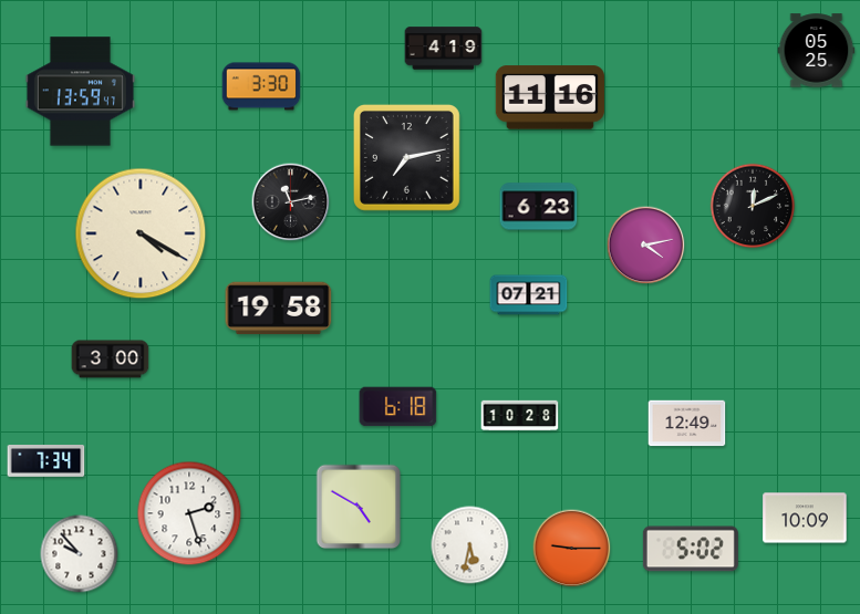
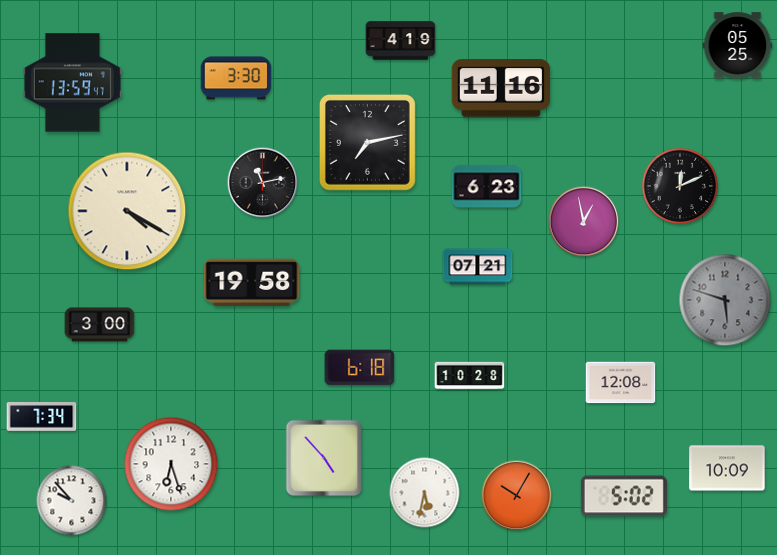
clock at (444, 49) position: (444, 49) -> (401, 41)
clock at (550, 97) position: (550, 97) -> (501, 88)
clock at (646, 246): 4:13 -> 12:58
clock at (279, 309) position: (279, 309) -> (252, 283)
clock at (725, 300): none -> 5:48
clock at (687, 424): 12:49 -> 12:08
clock at (359, 507): 4:50 -> 4:53
clock at (189, 513): 2:27 -> 6:27
clock at (572, 549): 9:15 -> 10:05
